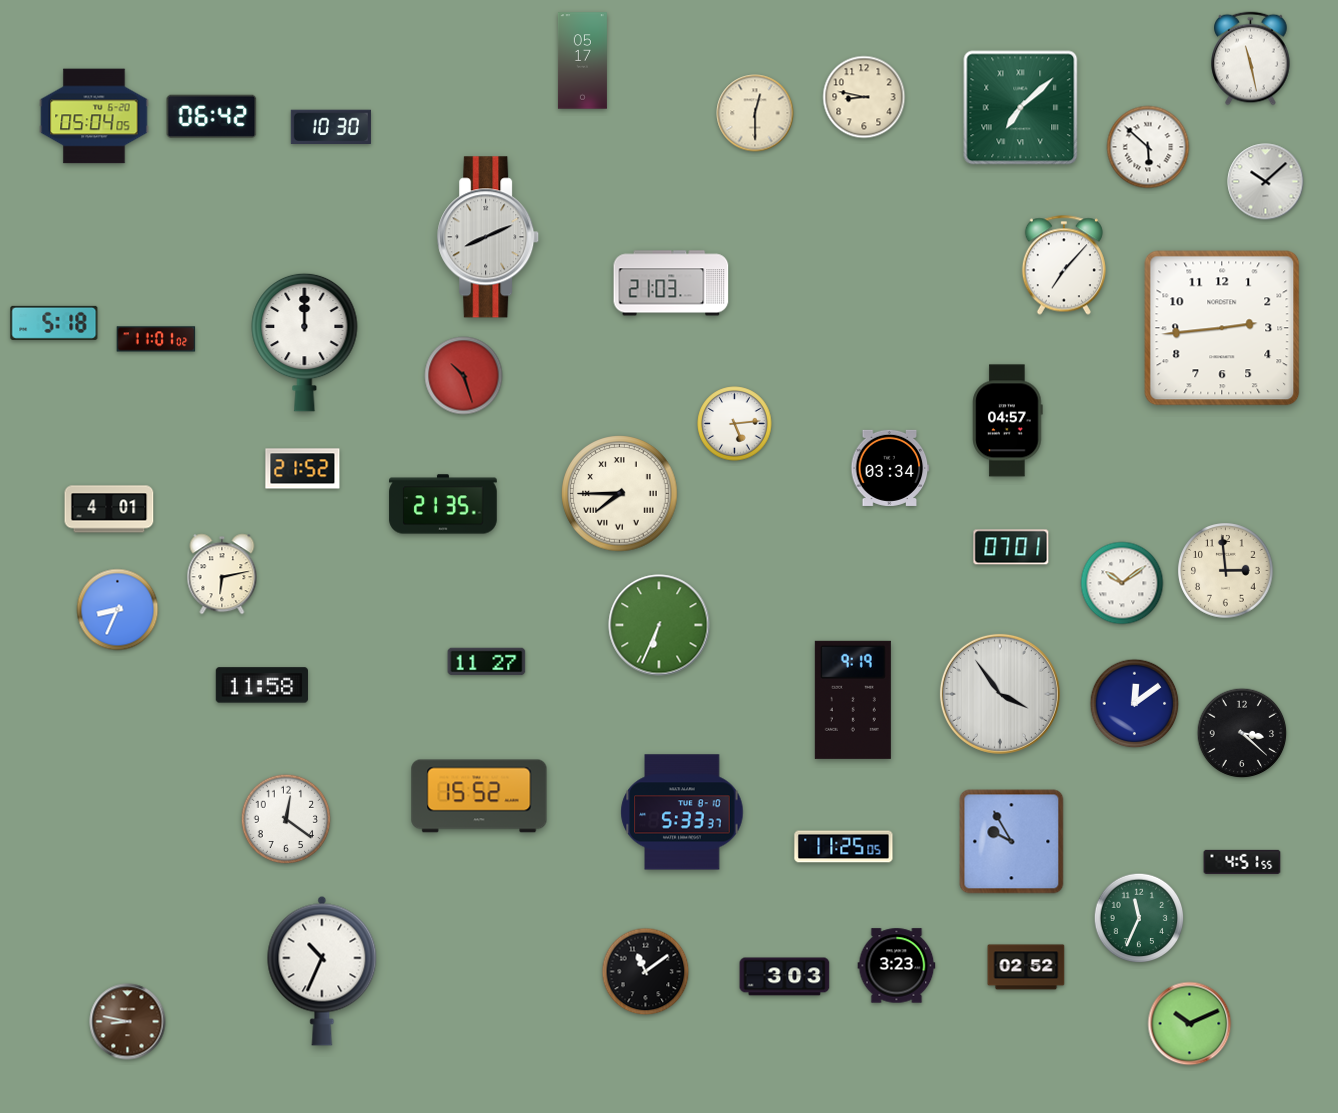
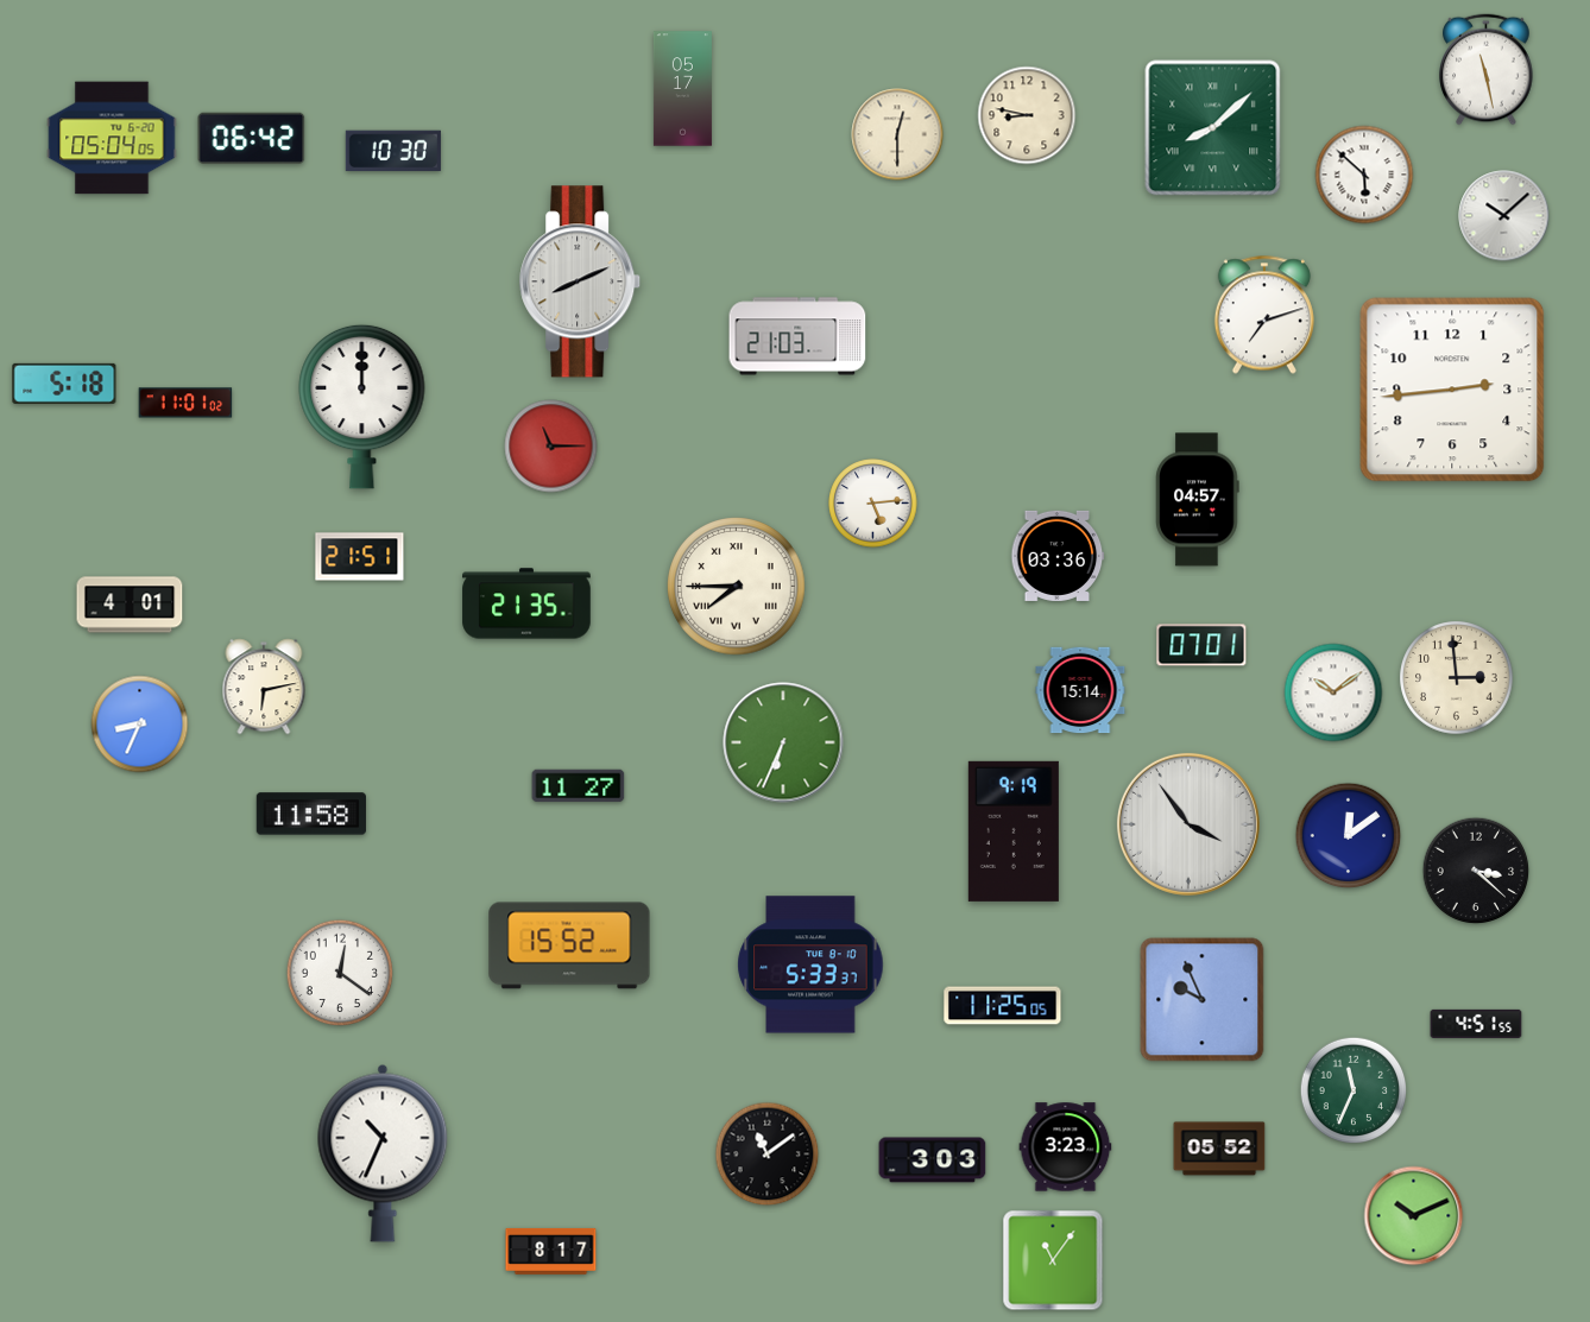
clock at (582, 61) position: (582, 61) -> (682, 89)
clock at (1021, 108): 7:08 -> 8:08
clock at (1064, 265): 7:07 -> 7:12
clock at (464, 376): 10:27 -> 11:15
clock at (890, 468): 03:34 -> 03:36
clock at (303, 469): 21:52 -> 21:51
clock at (443, 504) position: (443, 504) -> (526, 603)
clock at (1011, 547) position: (1011, 547) -> (1201, 645)
clock at (222, 574) position: (222, 574) -> (264, 687)
clock at (1080, 690): none -> 15:14
clock at (1012, 842): 9:55 -> 9:56
clock at (1026, 967): 02:52 -> 05:52
clock at (128, 1022): 8:47 -> none
clock at (551, 1251): none -> 8:17
clock at (1053, 1260): none -> 11:06
